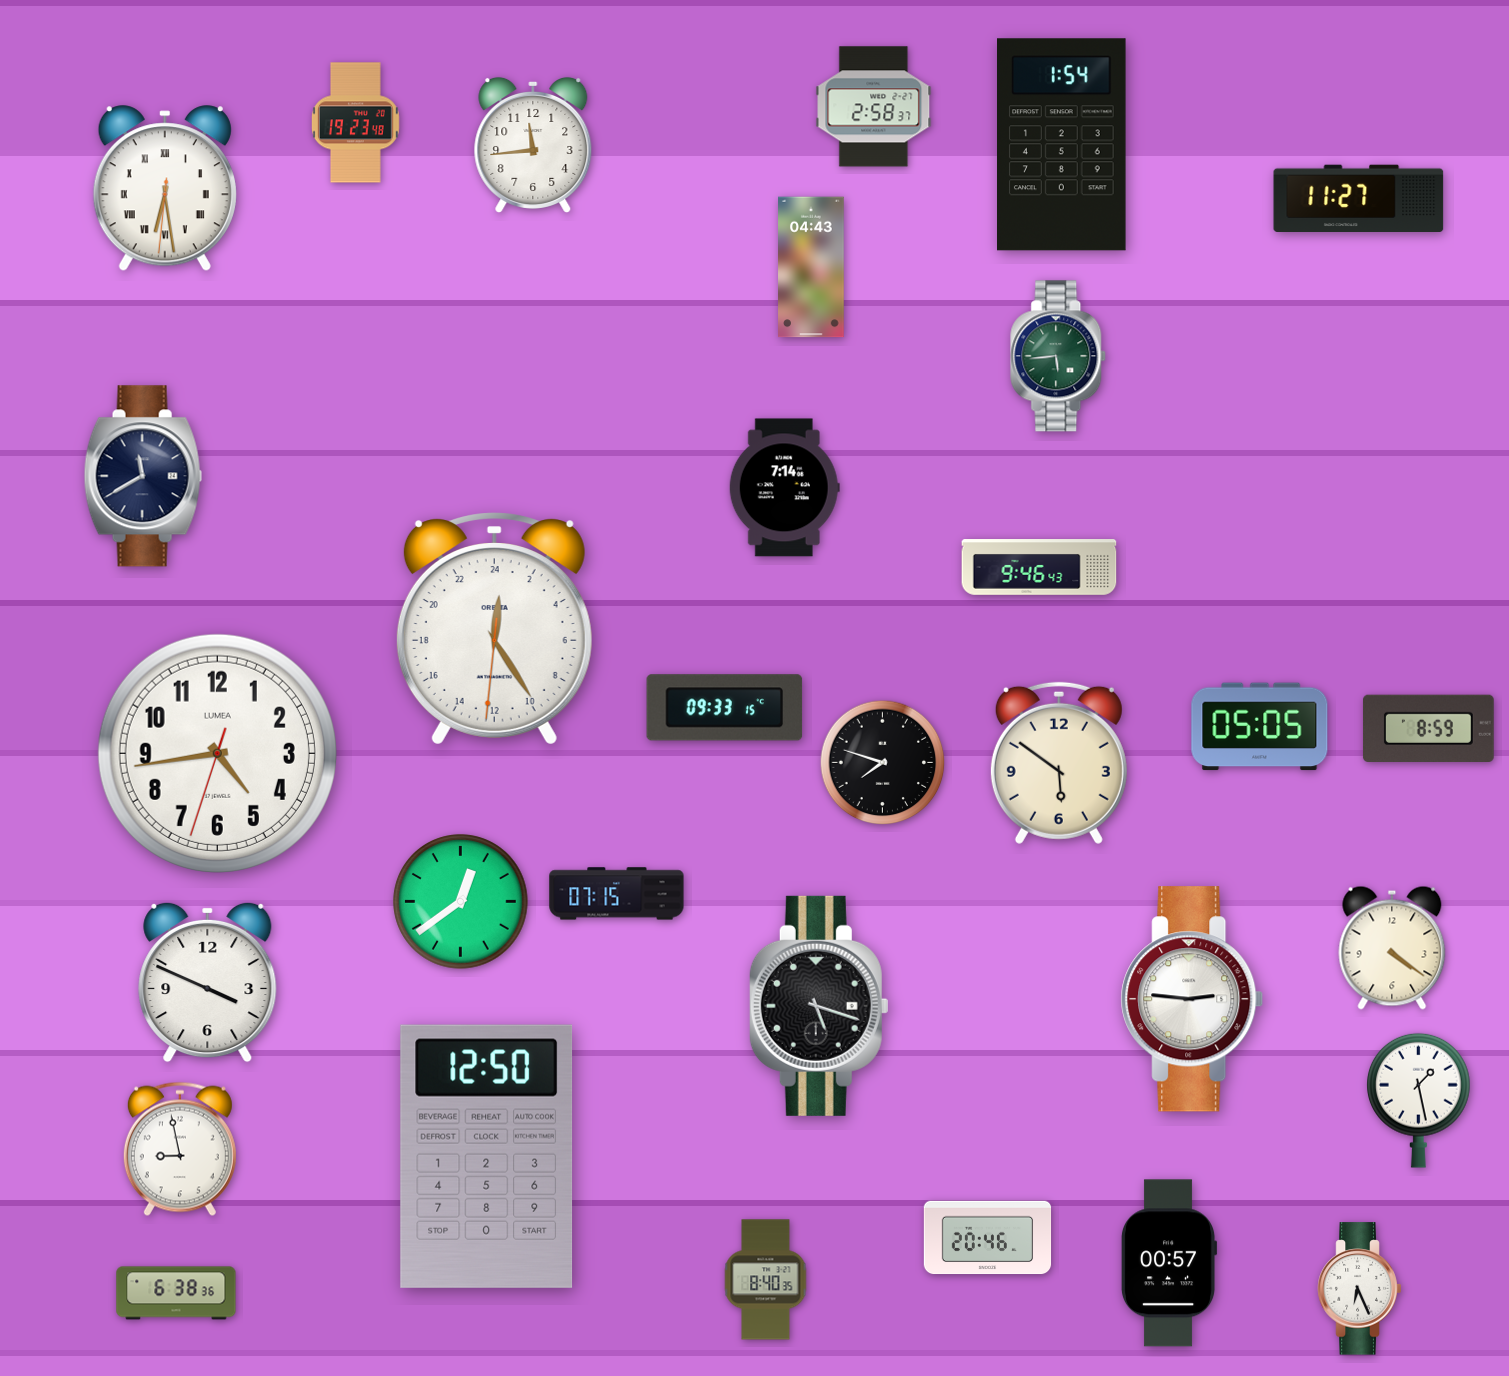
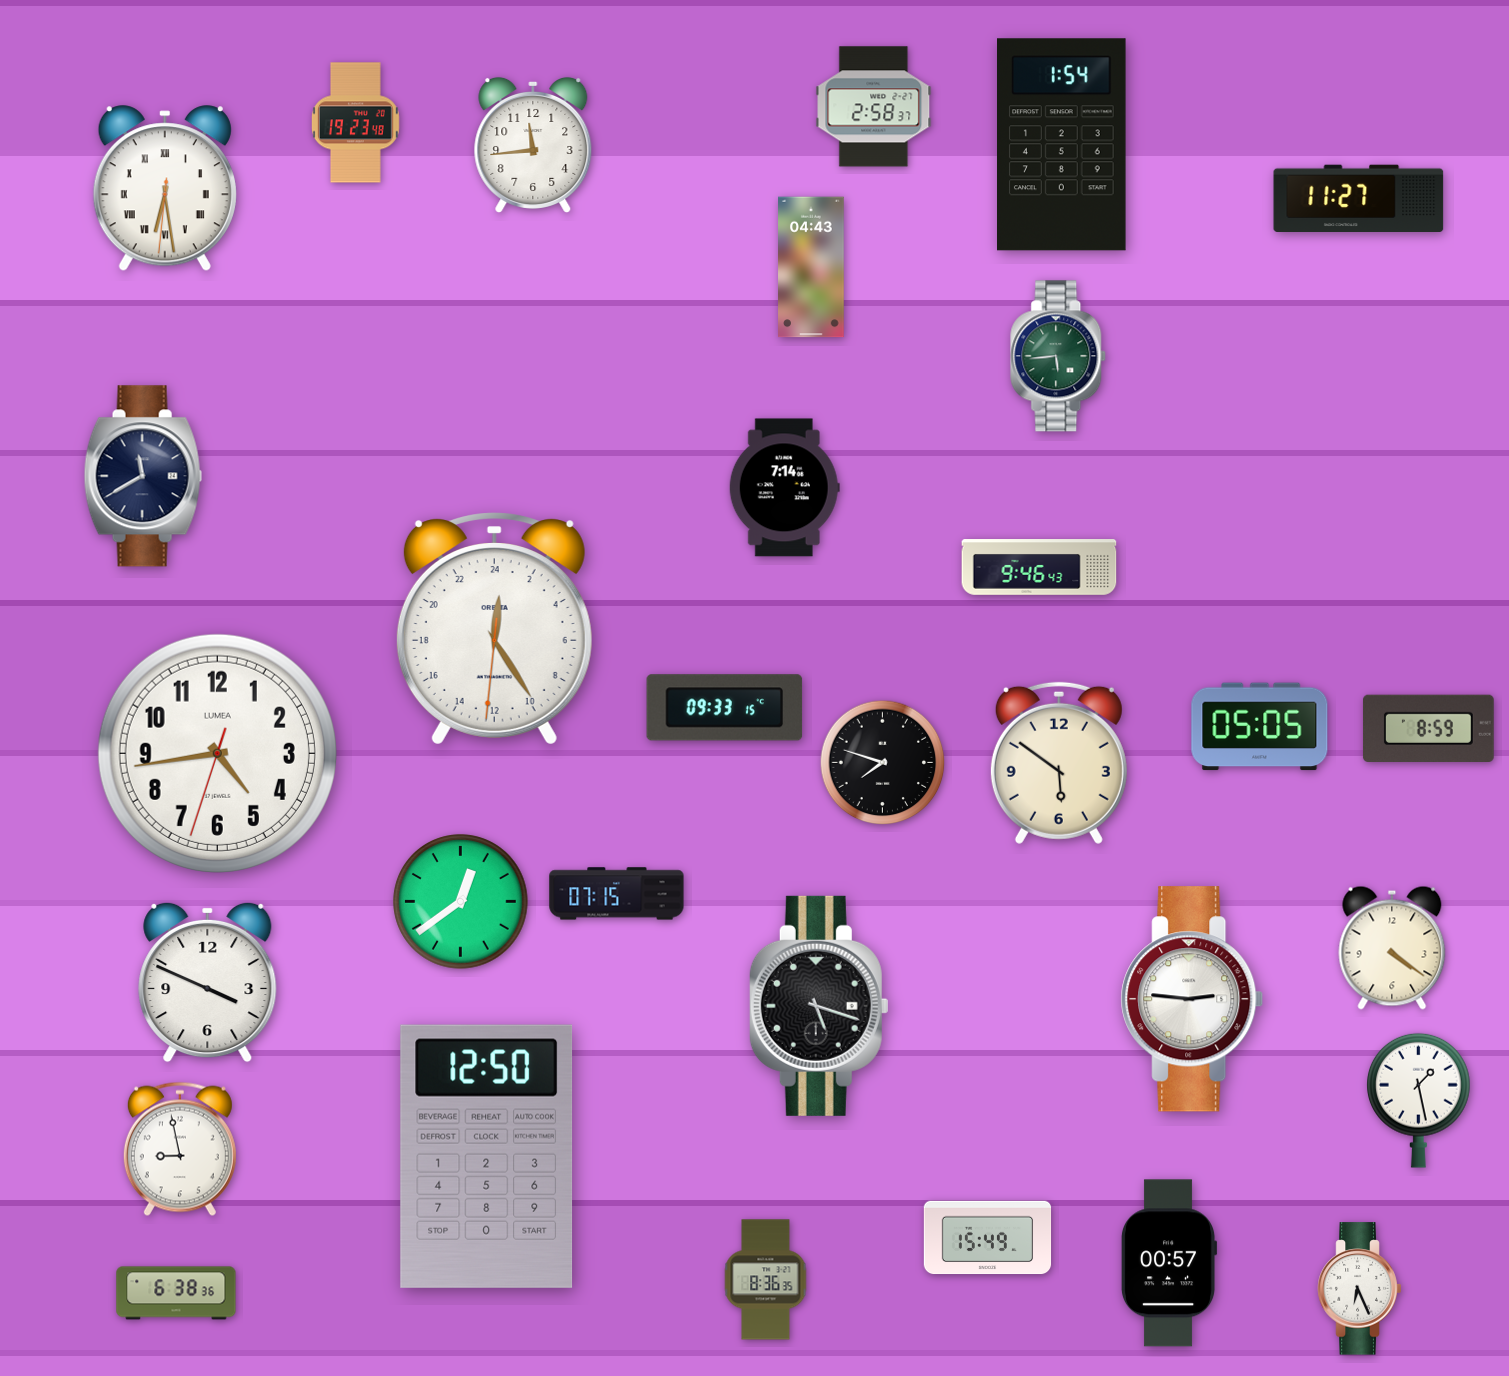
clock at (988, 1238): 20:46 -> 15:49
clock at (766, 1280): 8:40 -> 8:36
